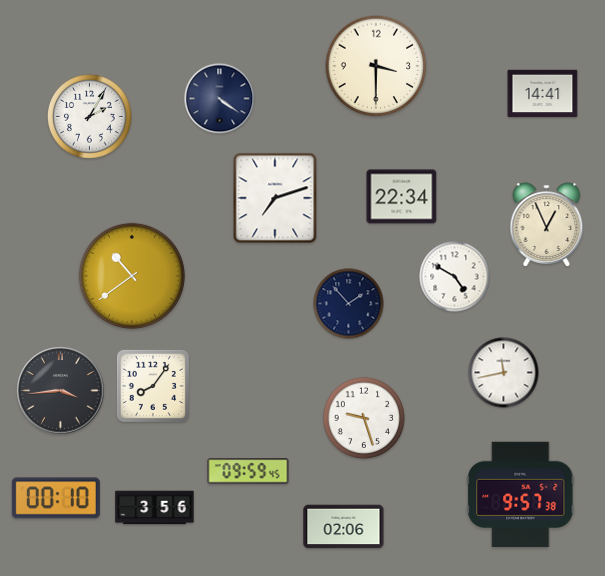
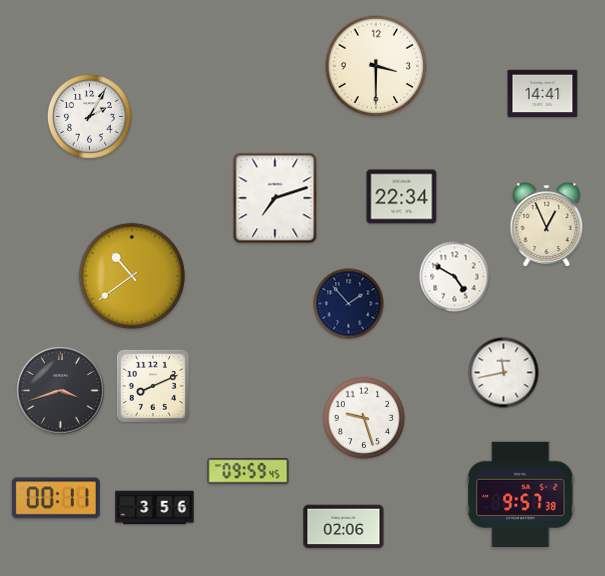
clock at (220, 99): 4:21 -> none
clock at (153, 386): 8:06 -> 8:11
clock at (61, 391): 3:44 -> 3:42
clock at (56, 498): 00:10 -> 00:11
